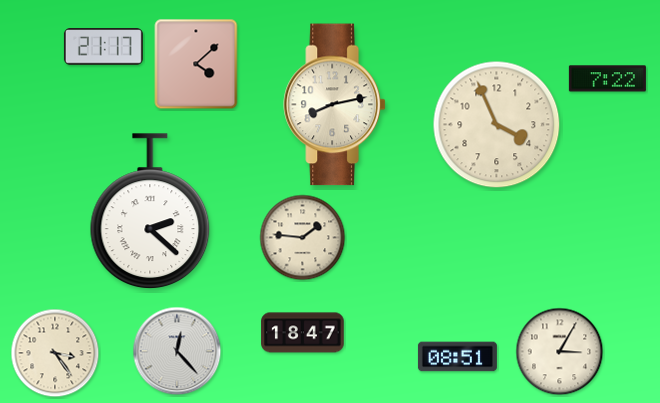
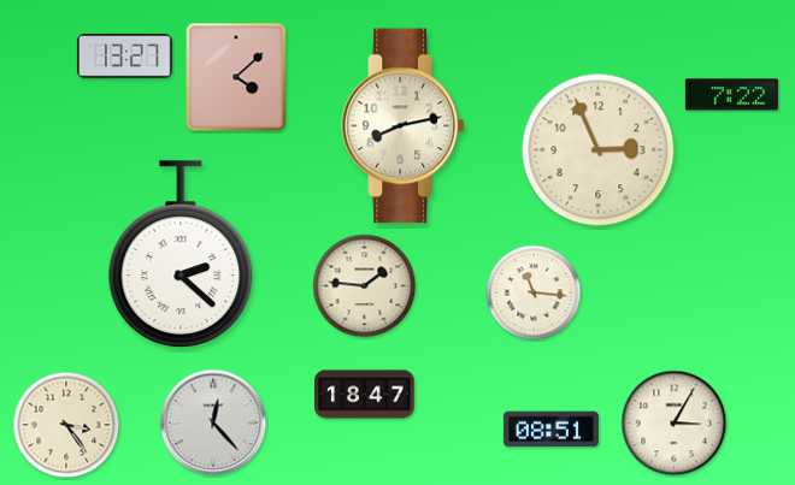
clock at (103, 47): 21:17 -> 13:27
clock at (497, 125): 3:56 -> 2:56
clock at (534, 292): none -> 11:16
clock at (303, 333) position: (303, 333) -> (365, 395)
